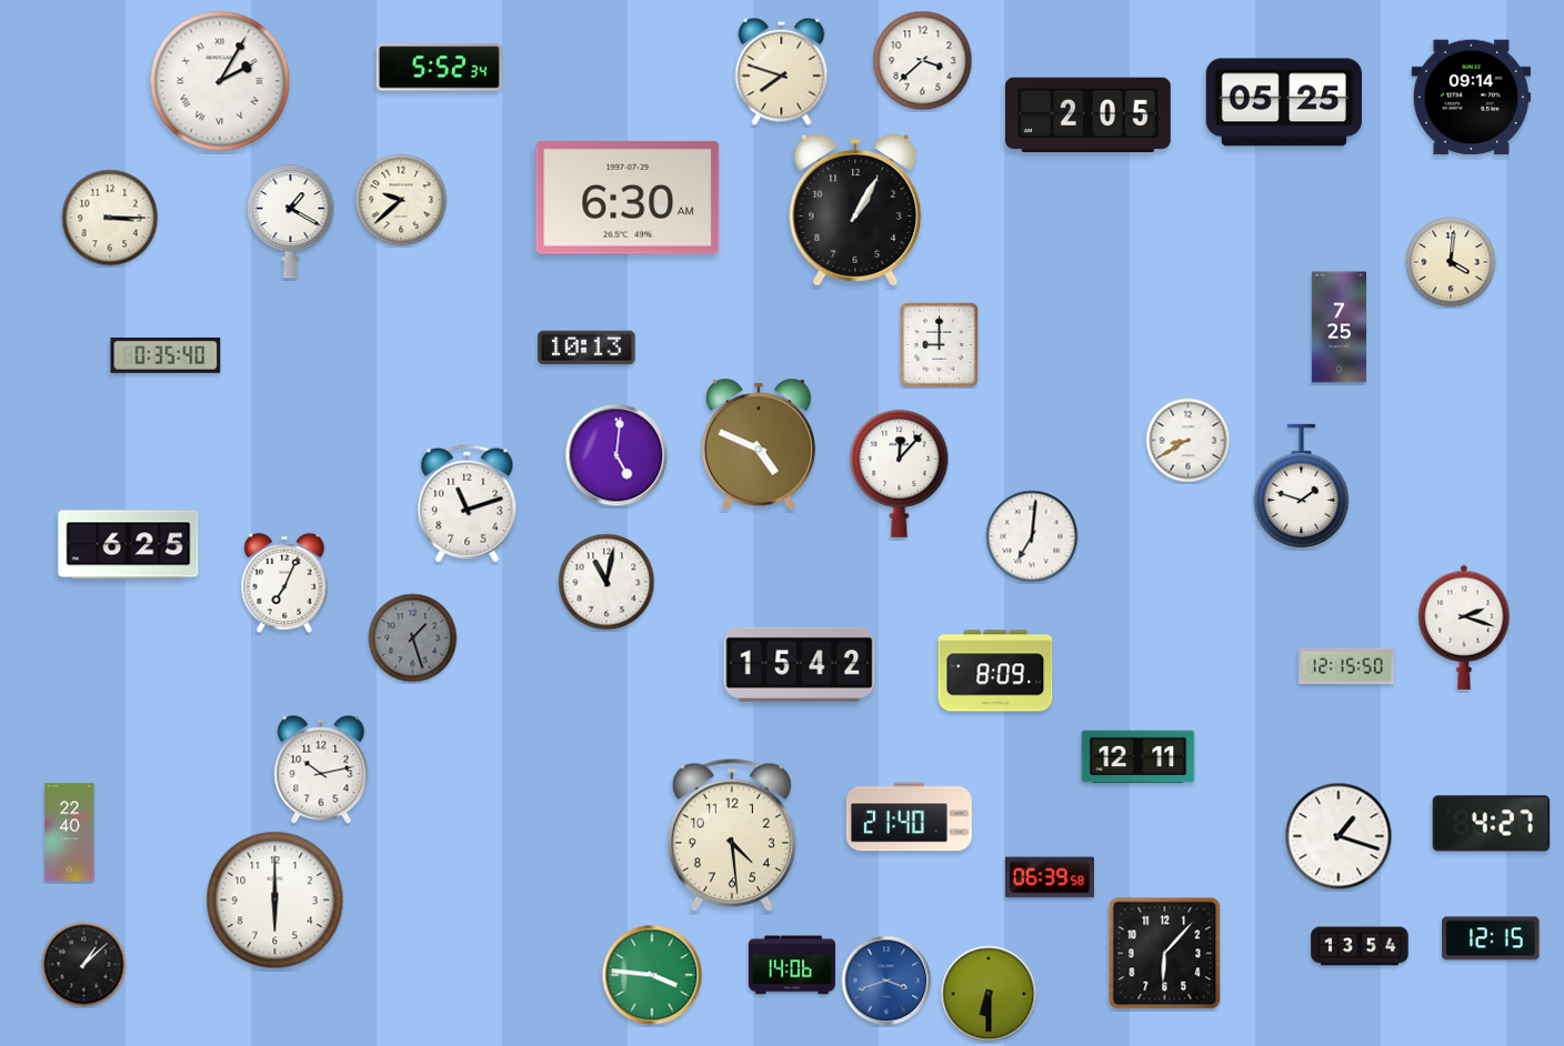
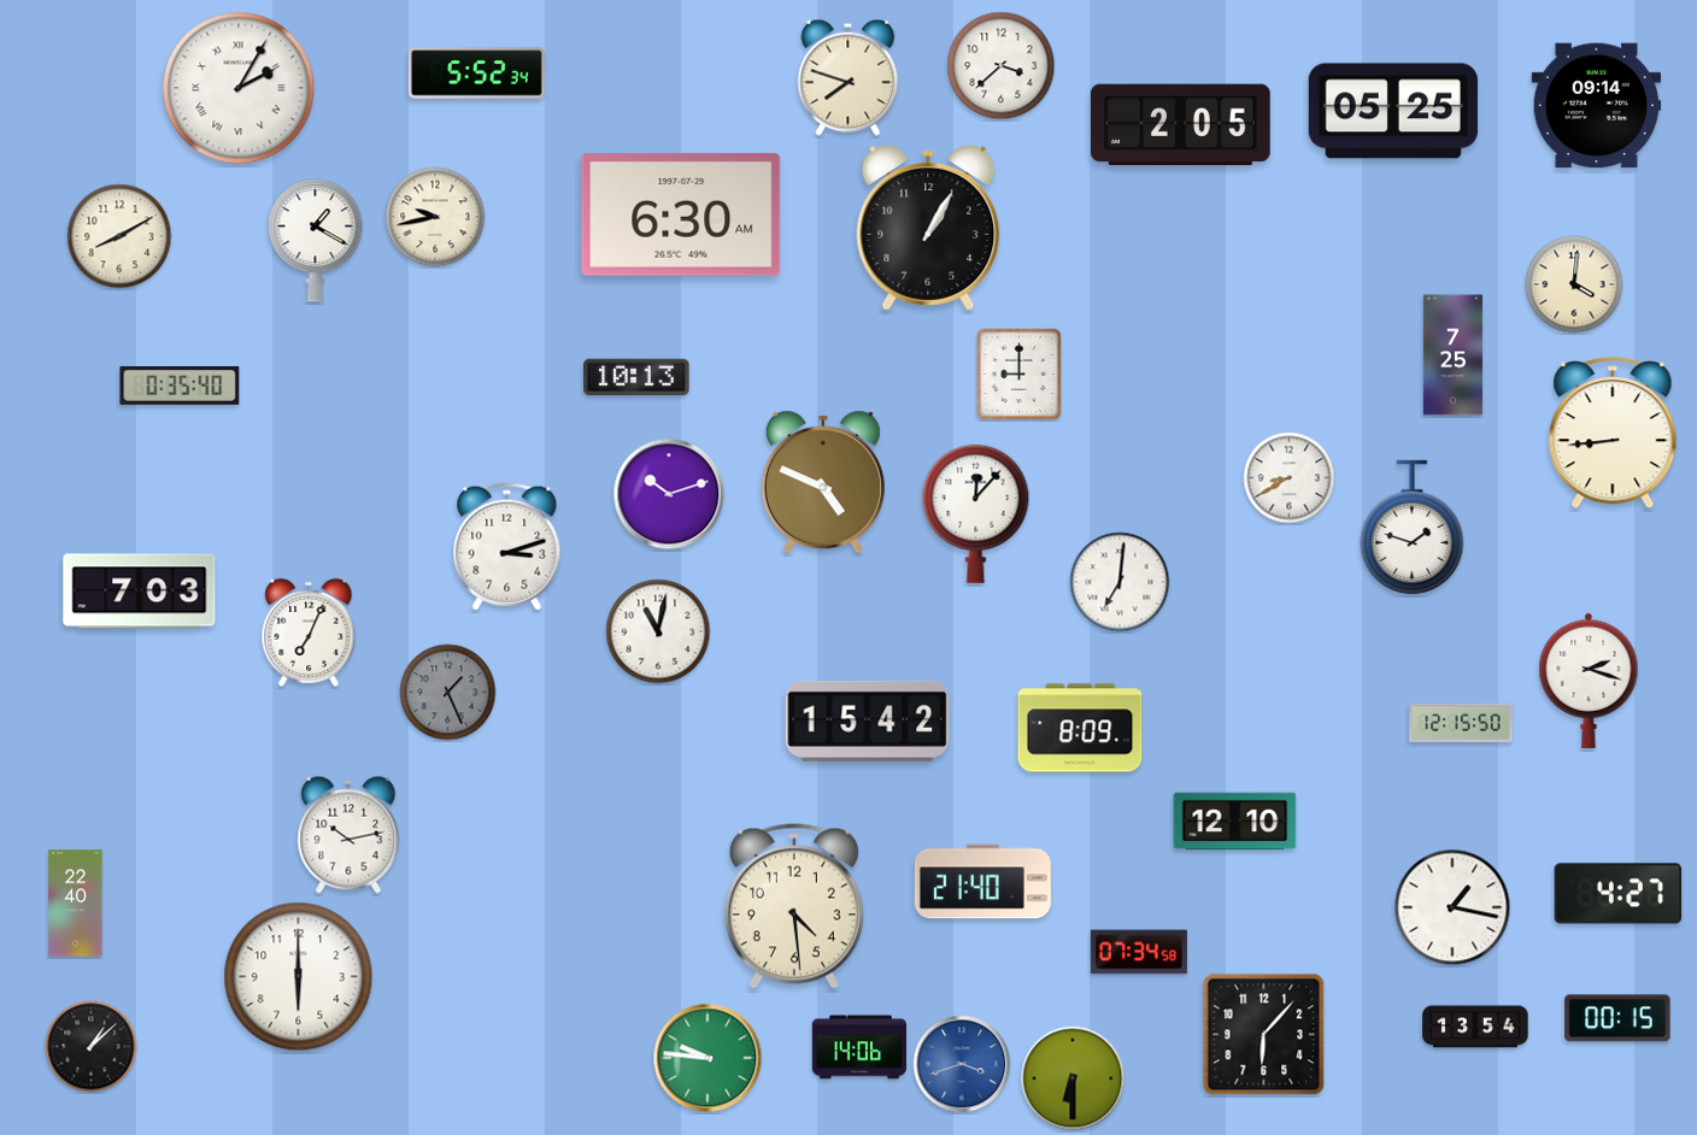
clock at (401, 200): 9:38 -> 9:43
clock at (110, 218): 3:15 -> 8:10
clock at (1613, 434): none -> 8:44
clock at (616, 455): 5:01 -> 10:12
clock at (468, 504): 11:12 -> 3:12
clock at (129, 545): 6:25 -> 7:03
clock at (413, 638): 1:27 -> 1:26
clock at (1139, 757): 12:11 -> 12:10
clock at (909, 817) position: (909, 817) -> (982, 882)
clock at (1339, 836): 1:18 -> 1:17
clock at (1050, 877): 06:39 -> 07:34
clock at (1491, 938): 12:15 -> 00:15
clock at (652, 975): 3:46 -> 9:46
